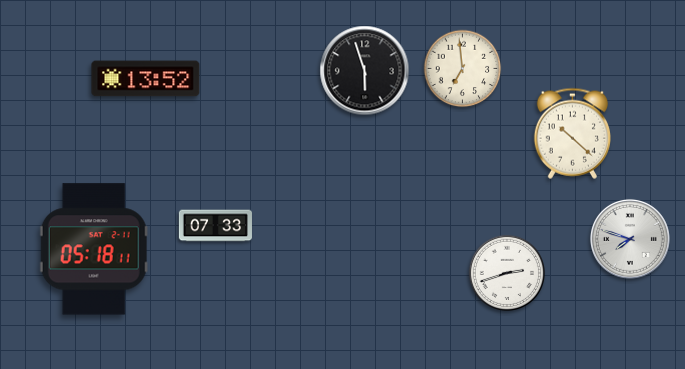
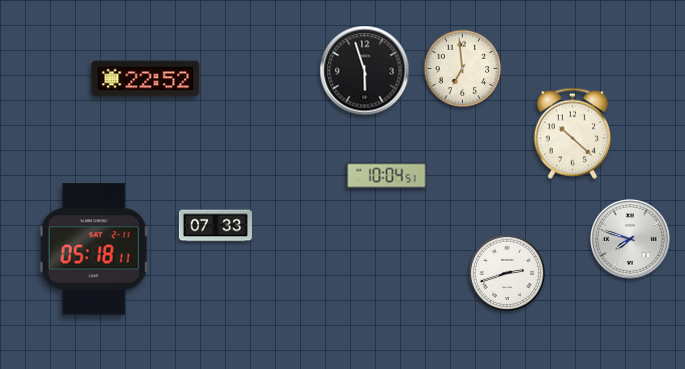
clock at (146, 79): 13:52 -> 22:52
clock at (387, 176): none -> 10:04
